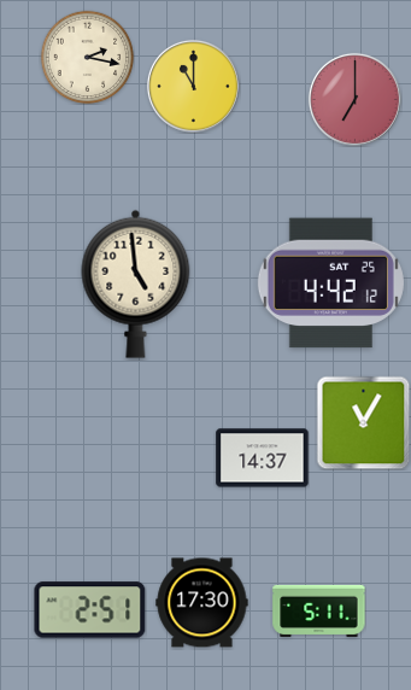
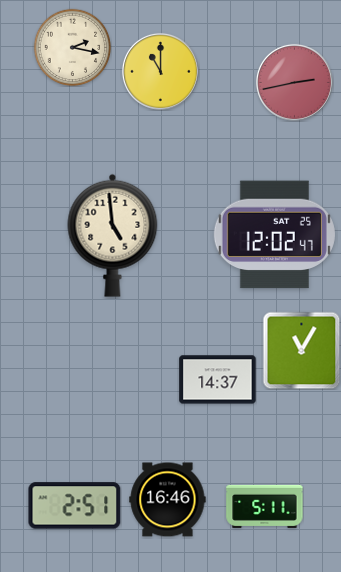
clock at (354, 99): 7:00 -> 2:43
clock at (330, 283): 4:42 -> 12:02
clock at (202, 603): 17:30 -> 16:46
